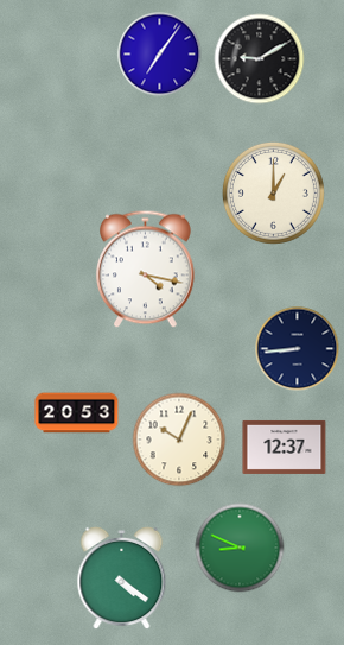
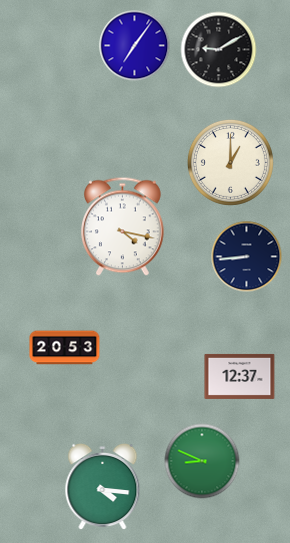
clock at (298, 349) position: (298, 349) -> (247, 257)
clock at (179, 440): 10:04 -> none
clock at (122, 578): 4:21 -> 4:16
